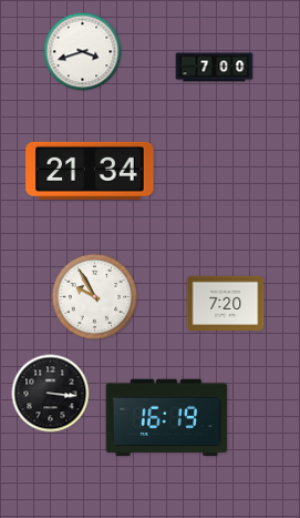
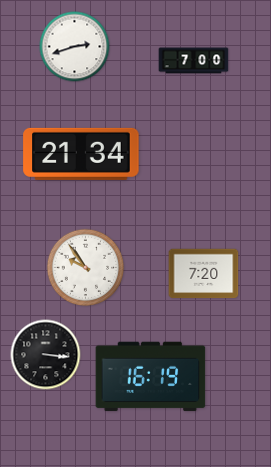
clock at (83, 52): 3:42 -> 2:42
clock at (95, 297): 9:55 -> 9:54
